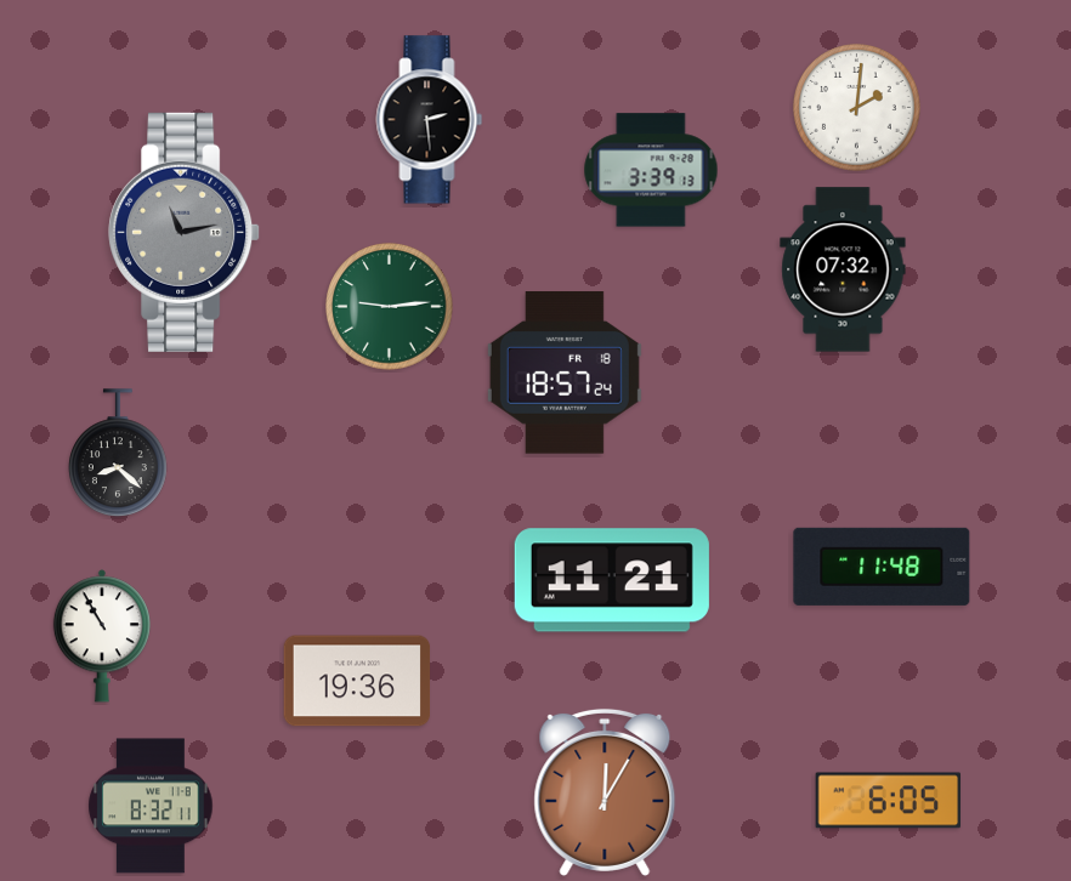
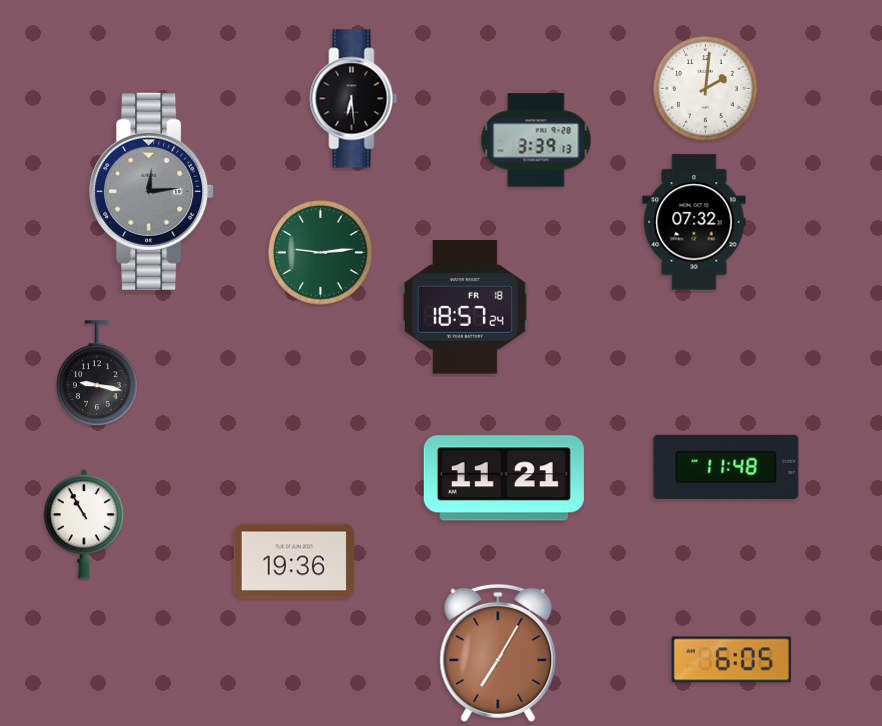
clock at (430, 120): 2:29 -> 6:29
clock at (185, 232): 11:13 -> 12:14
clock at (119, 454): 8:22 -> 9:17
clock at (605, 792): 12:05 -> 7:05
clock at (151, 806): 8:32 -> none
